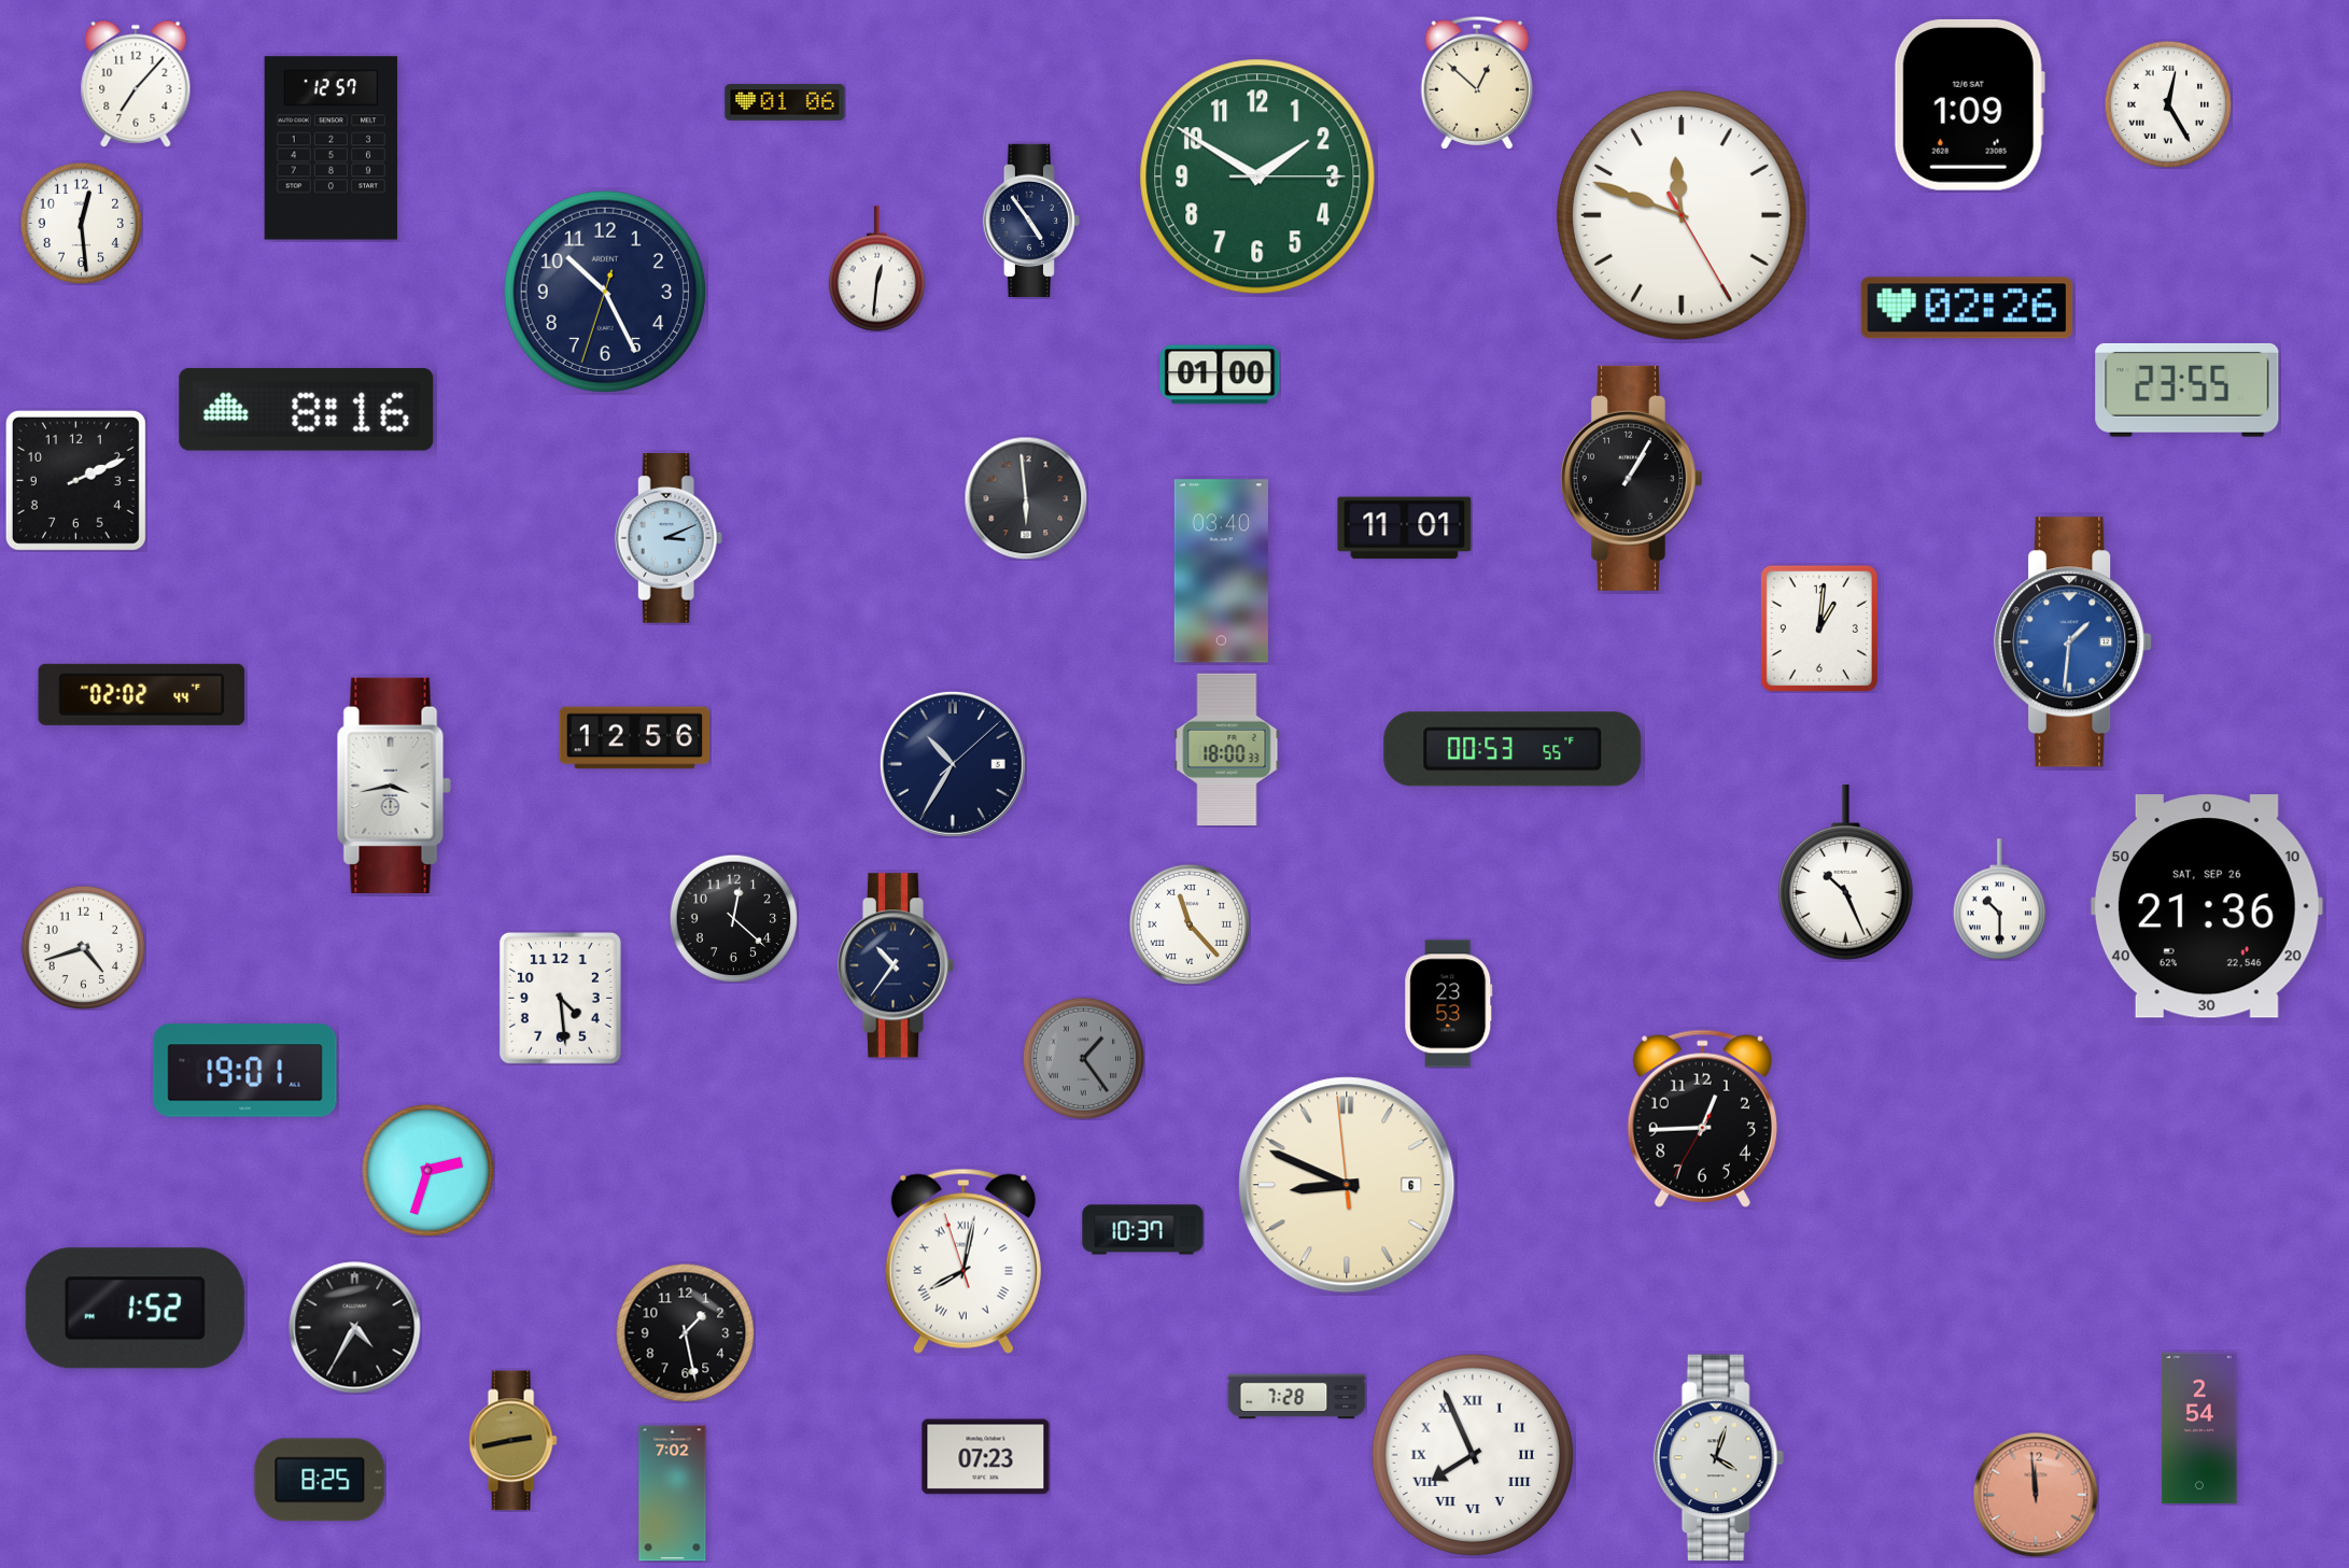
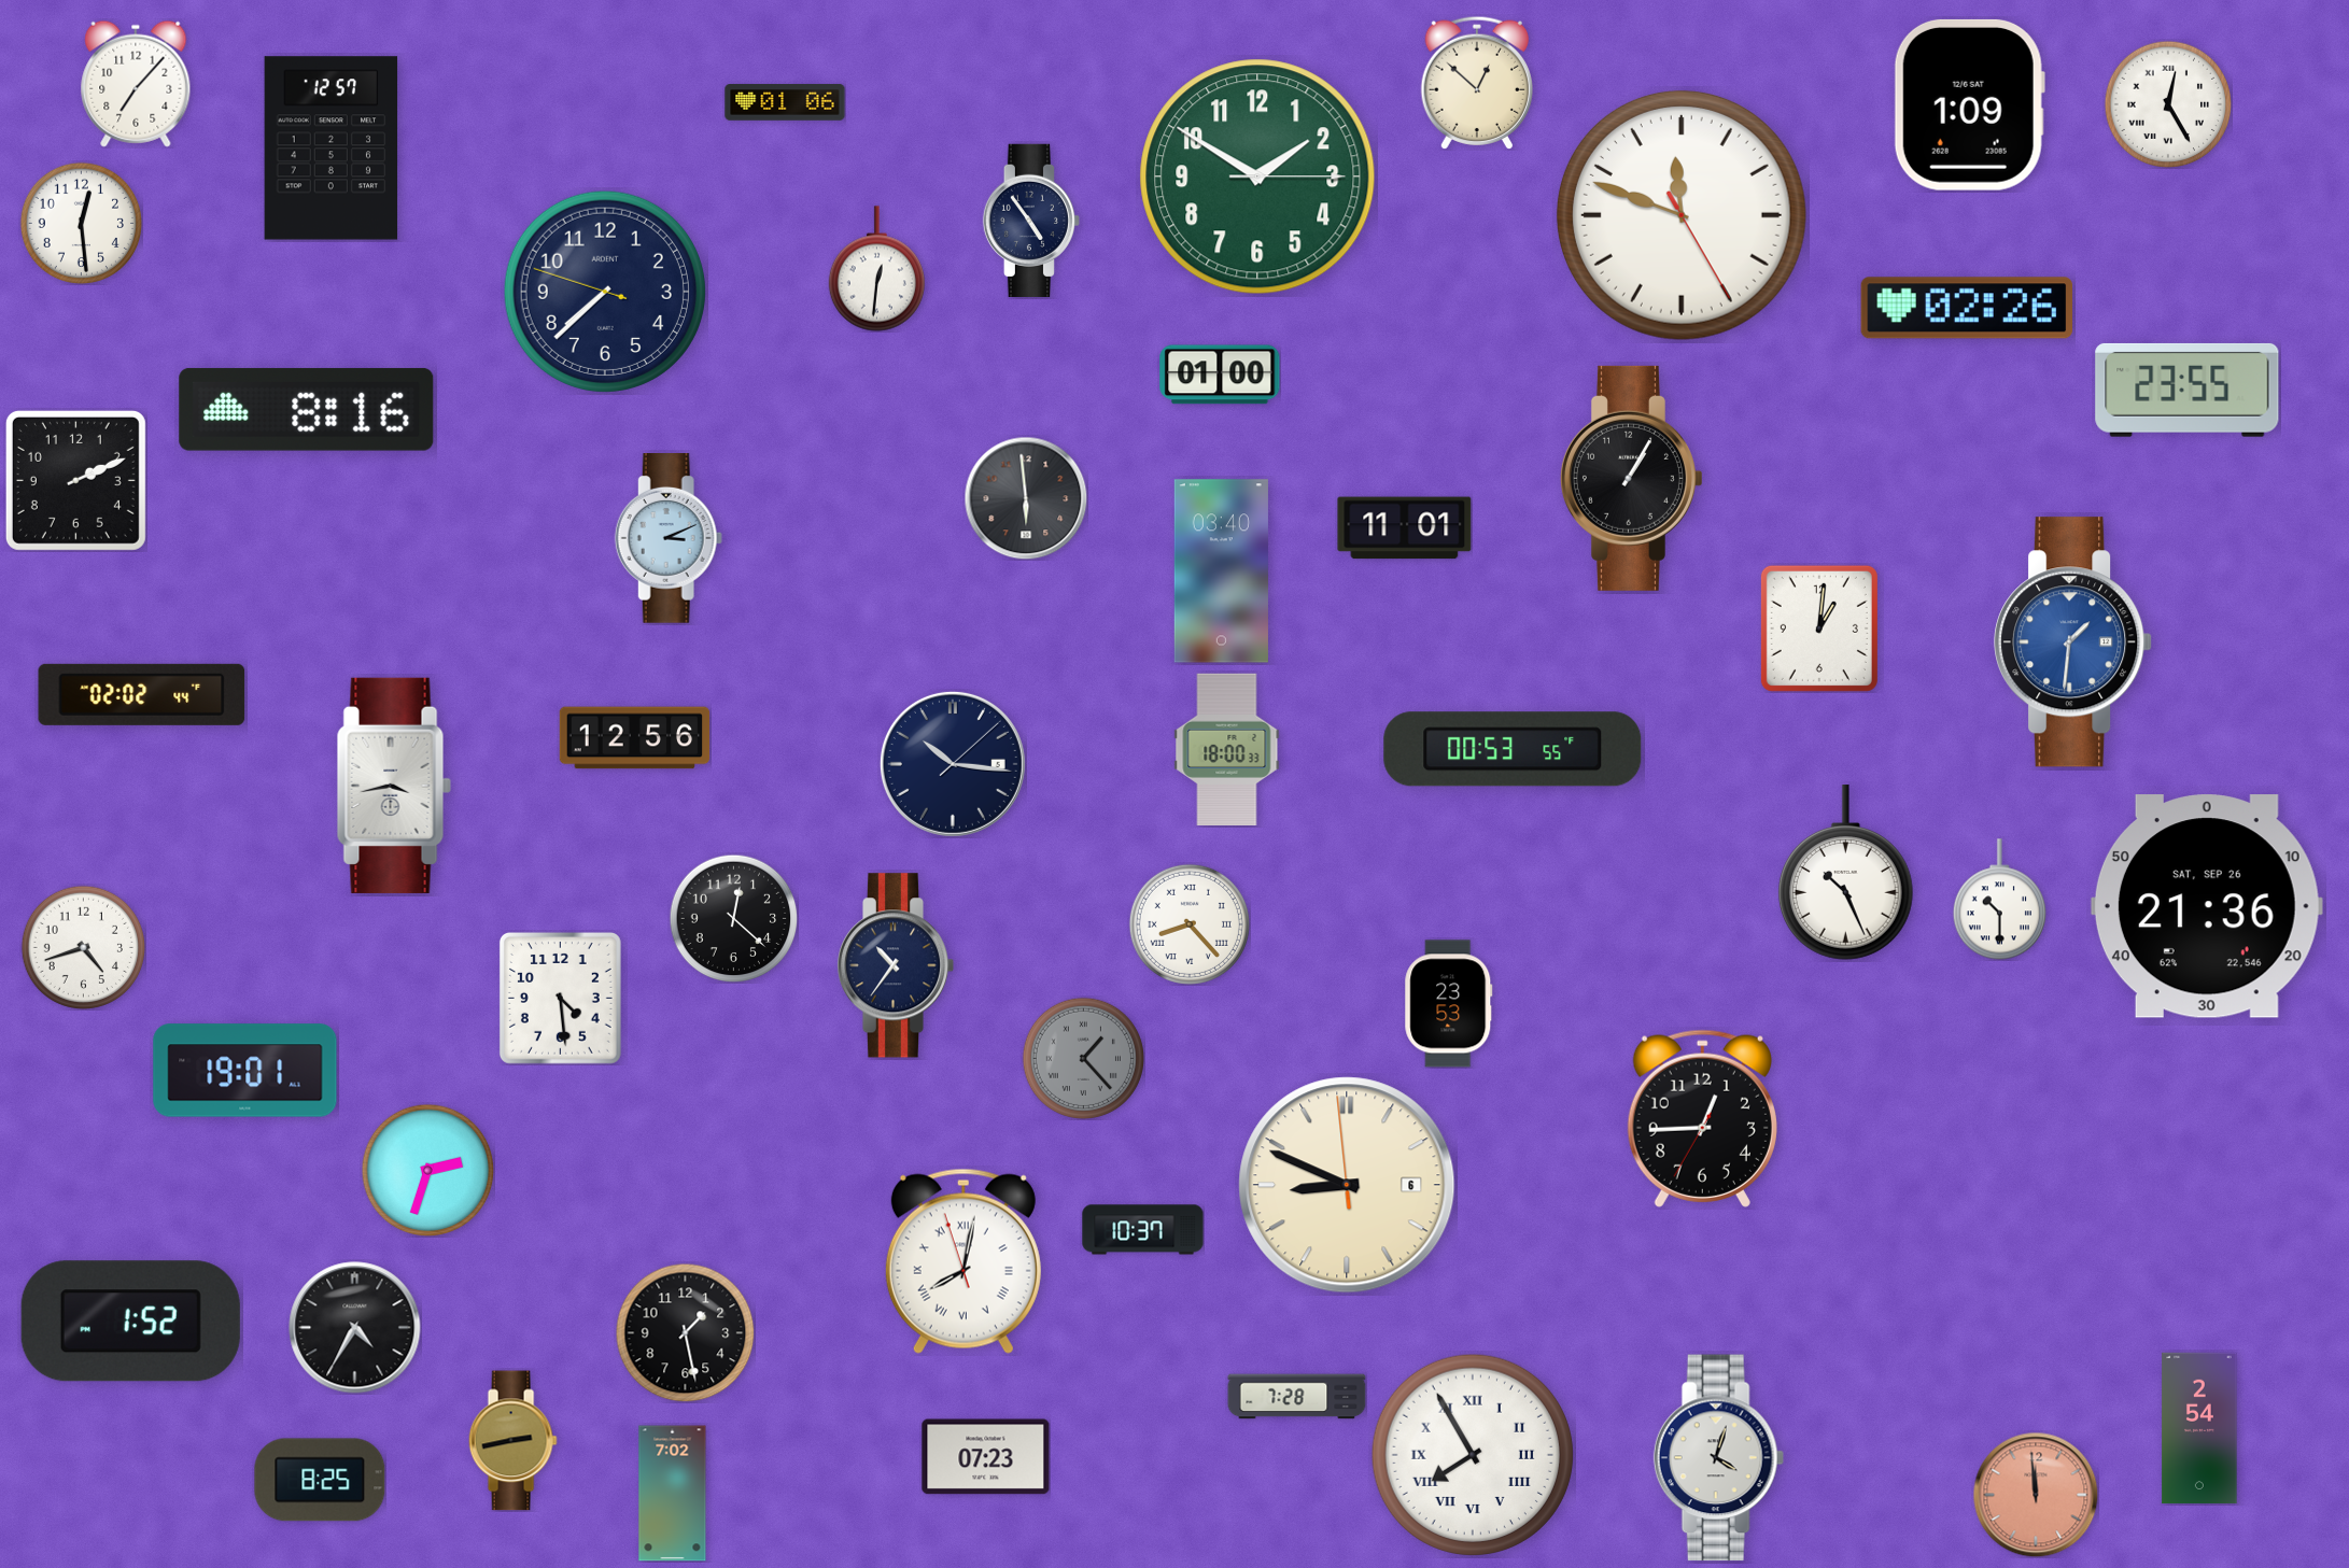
clock at (605, 292): 10:25 -> 7:37
clock at (953, 764): 10:35 -> 10:16
clock at (1190, 924): 11:23 -> 8:23
clock at (1083, 1058): 1:24 -> 1:23
clock at (135, 1309) position: (135, 1309) -> (130, 1322)
clock at (1473, 1455): 7:56 -> 7:55
